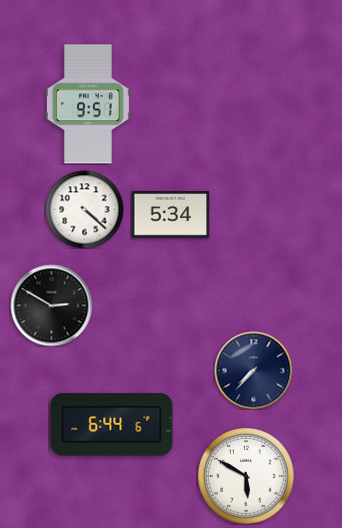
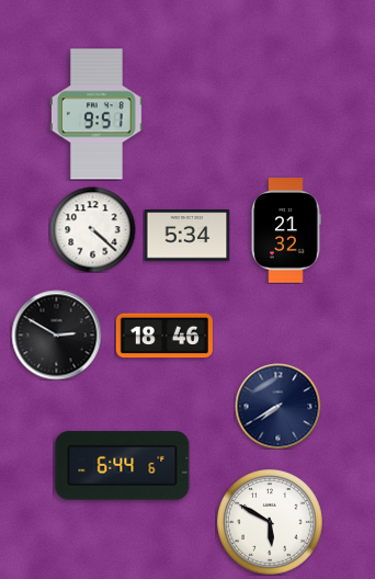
clock at (286, 231): none -> 21:32
clock at (164, 336): none -> 18:46
clock at (253, 370): 7:37 -> 7:40
